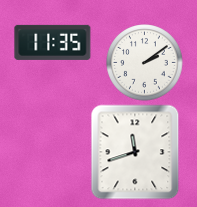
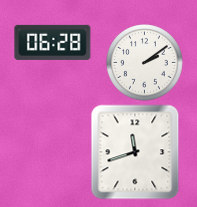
clock at (53, 42): 11:35 -> 06:28
